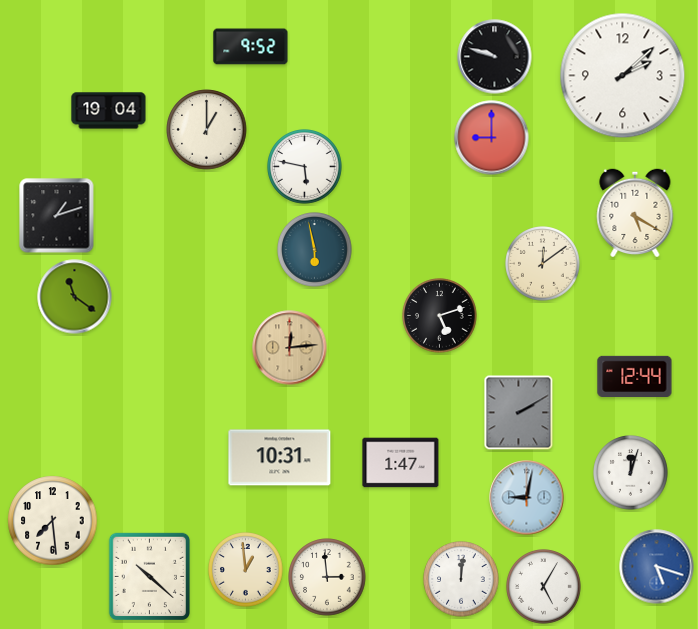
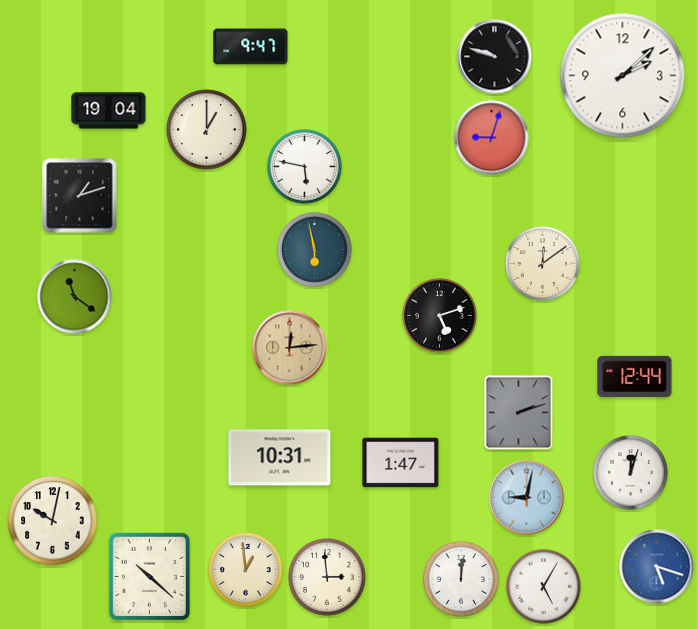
clock at (251, 47): 9:52 -> 9:47
clock at (492, 138): 9:00 -> 9:03
clock at (635, 213): 5:20 -> none
clock at (57, 216) position: (57, 216) -> (80, 196)
clock at (519, 413): 2:10 -> 2:12
clock at (53, 521): 7:29 -> 10:02
